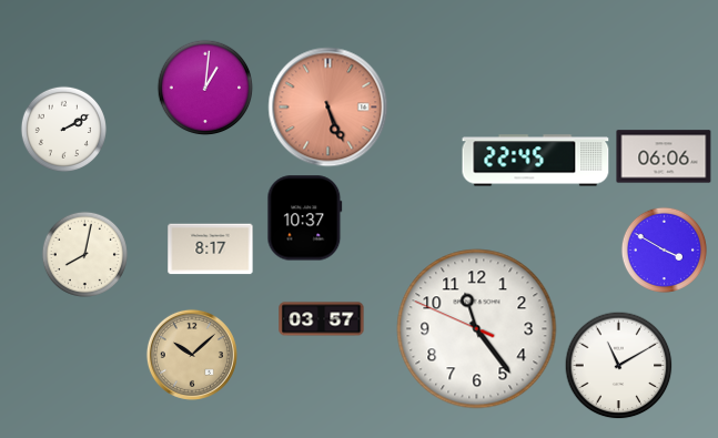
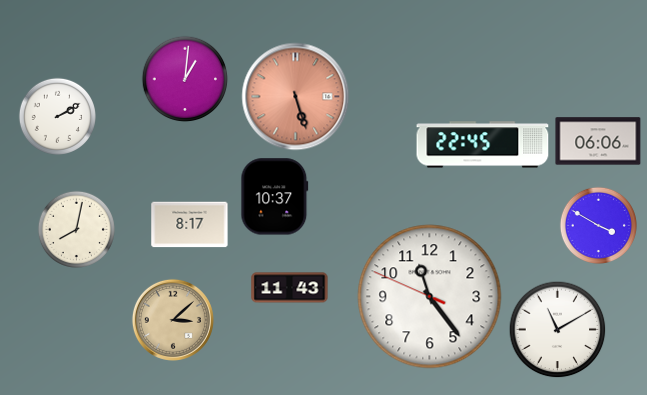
clock at (328, 108): 5:26 -> 5:27
clock at (322, 319): 03:57 -> 11:43
clock at (192, 355): 10:08 -> 3:08
